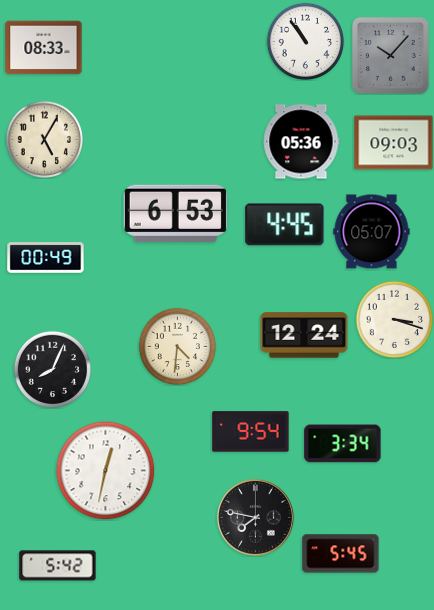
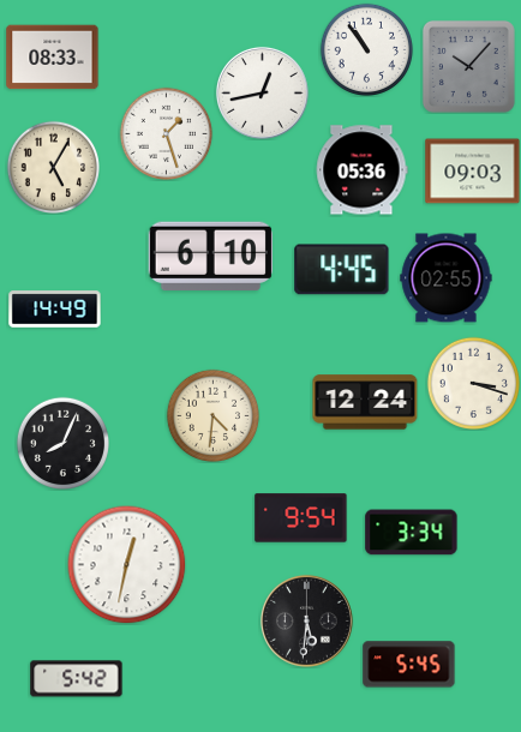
clock at (262, 92): none -> 12:43
clock at (166, 133): none -> 1:27
clock at (175, 213): 6:53 -> 6:10
clock at (372, 232): 05:07 -> 02:55
clock at (46, 258): 00:49 -> 14:49
clock at (255, 517): 7:47 -> 5:31
clock at (58, 566) position: (58, 566) -> (77, 679)
